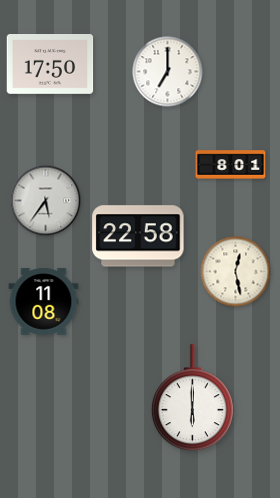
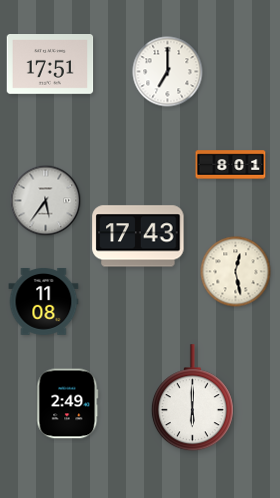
clock at (50, 65): 17:50 -> 17:51
clock at (138, 236): 22:58 -> 17:43
clock at (68, 404): none -> 2:49
